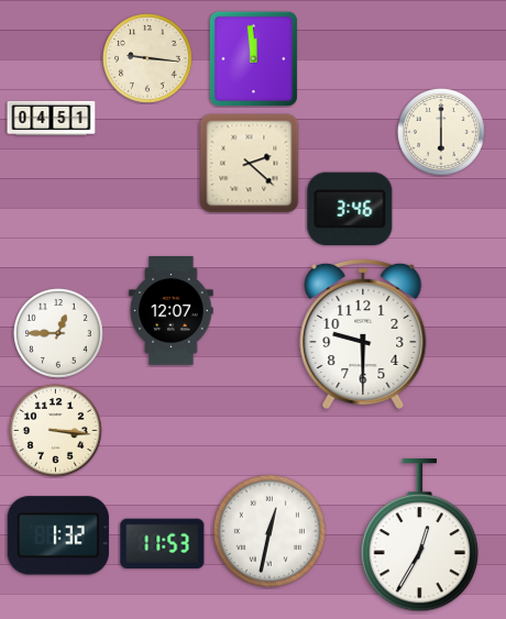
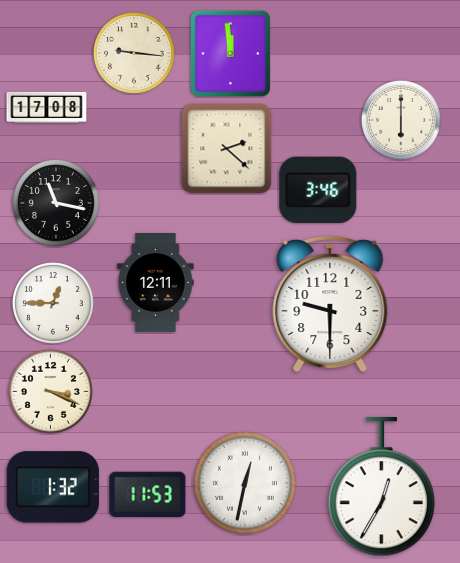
clock at (52, 118): 04:51 -> 17:08
clock at (56, 203): none -> 11:17
clock at (172, 311): 12:07 -> 12:11
clock at (56, 431): 3:16 -> 3:19
